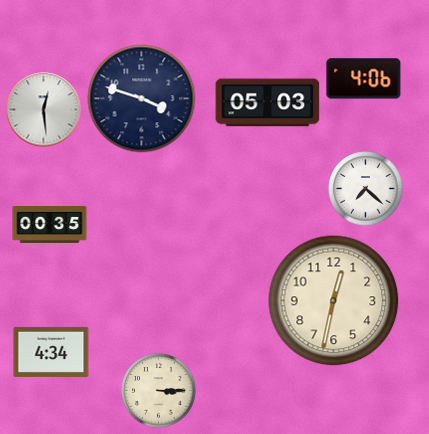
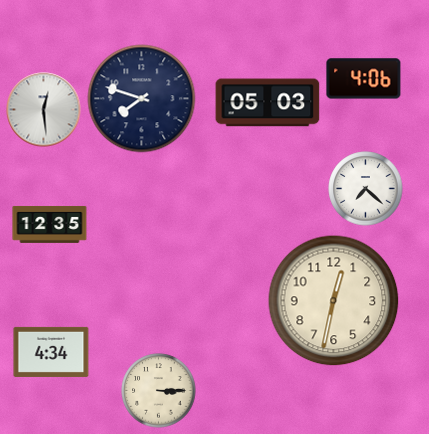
clock at (142, 99): 3:48 -> 7:48
clock at (50, 224): 00:35 -> 12:35
